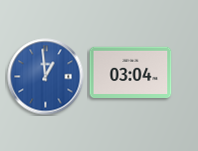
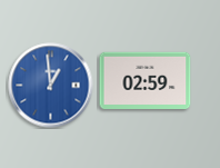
clock at (131, 73): 03:04 -> 02:59
